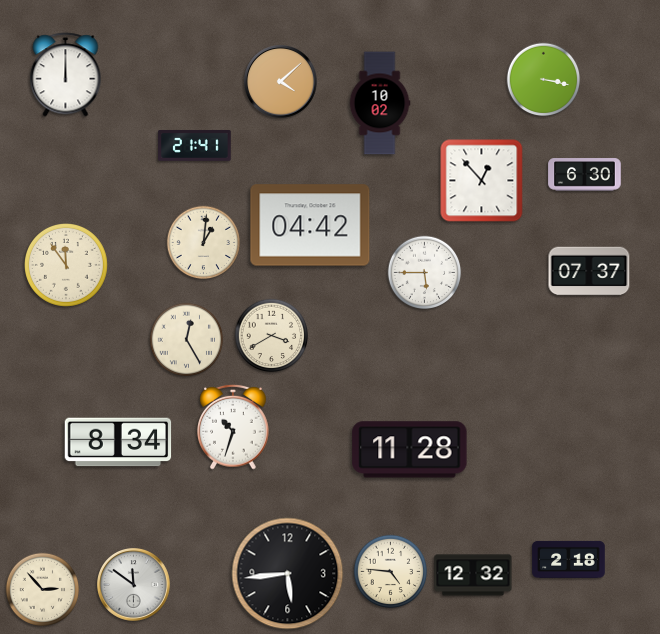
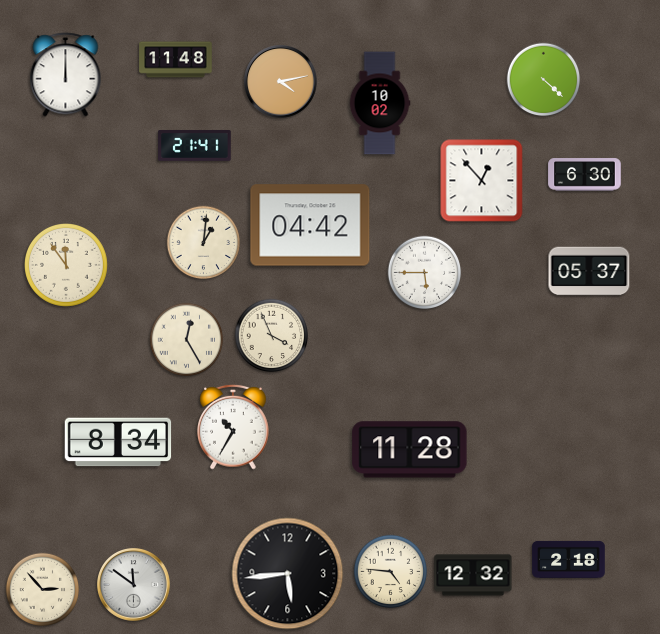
clock at (176, 60): none -> 11:48
clock at (544, 80): 3:17 -> 4:22
clock at (281, 82): 4:08 -> 4:13
clock at (589, 271): 07:37 -> 05:37
clock at (272, 336): 3:40 -> 3:56
clock at (233, 427): 10:33 -> 10:35
